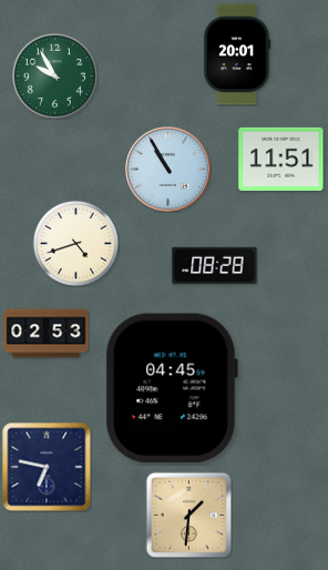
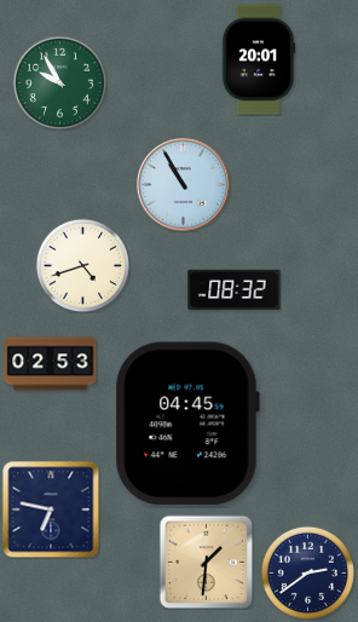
clock at (281, 159): 11:51 -> none
clock at (215, 265): 08:28 -> 08:32
clock at (307, 572): none -> 2:39
